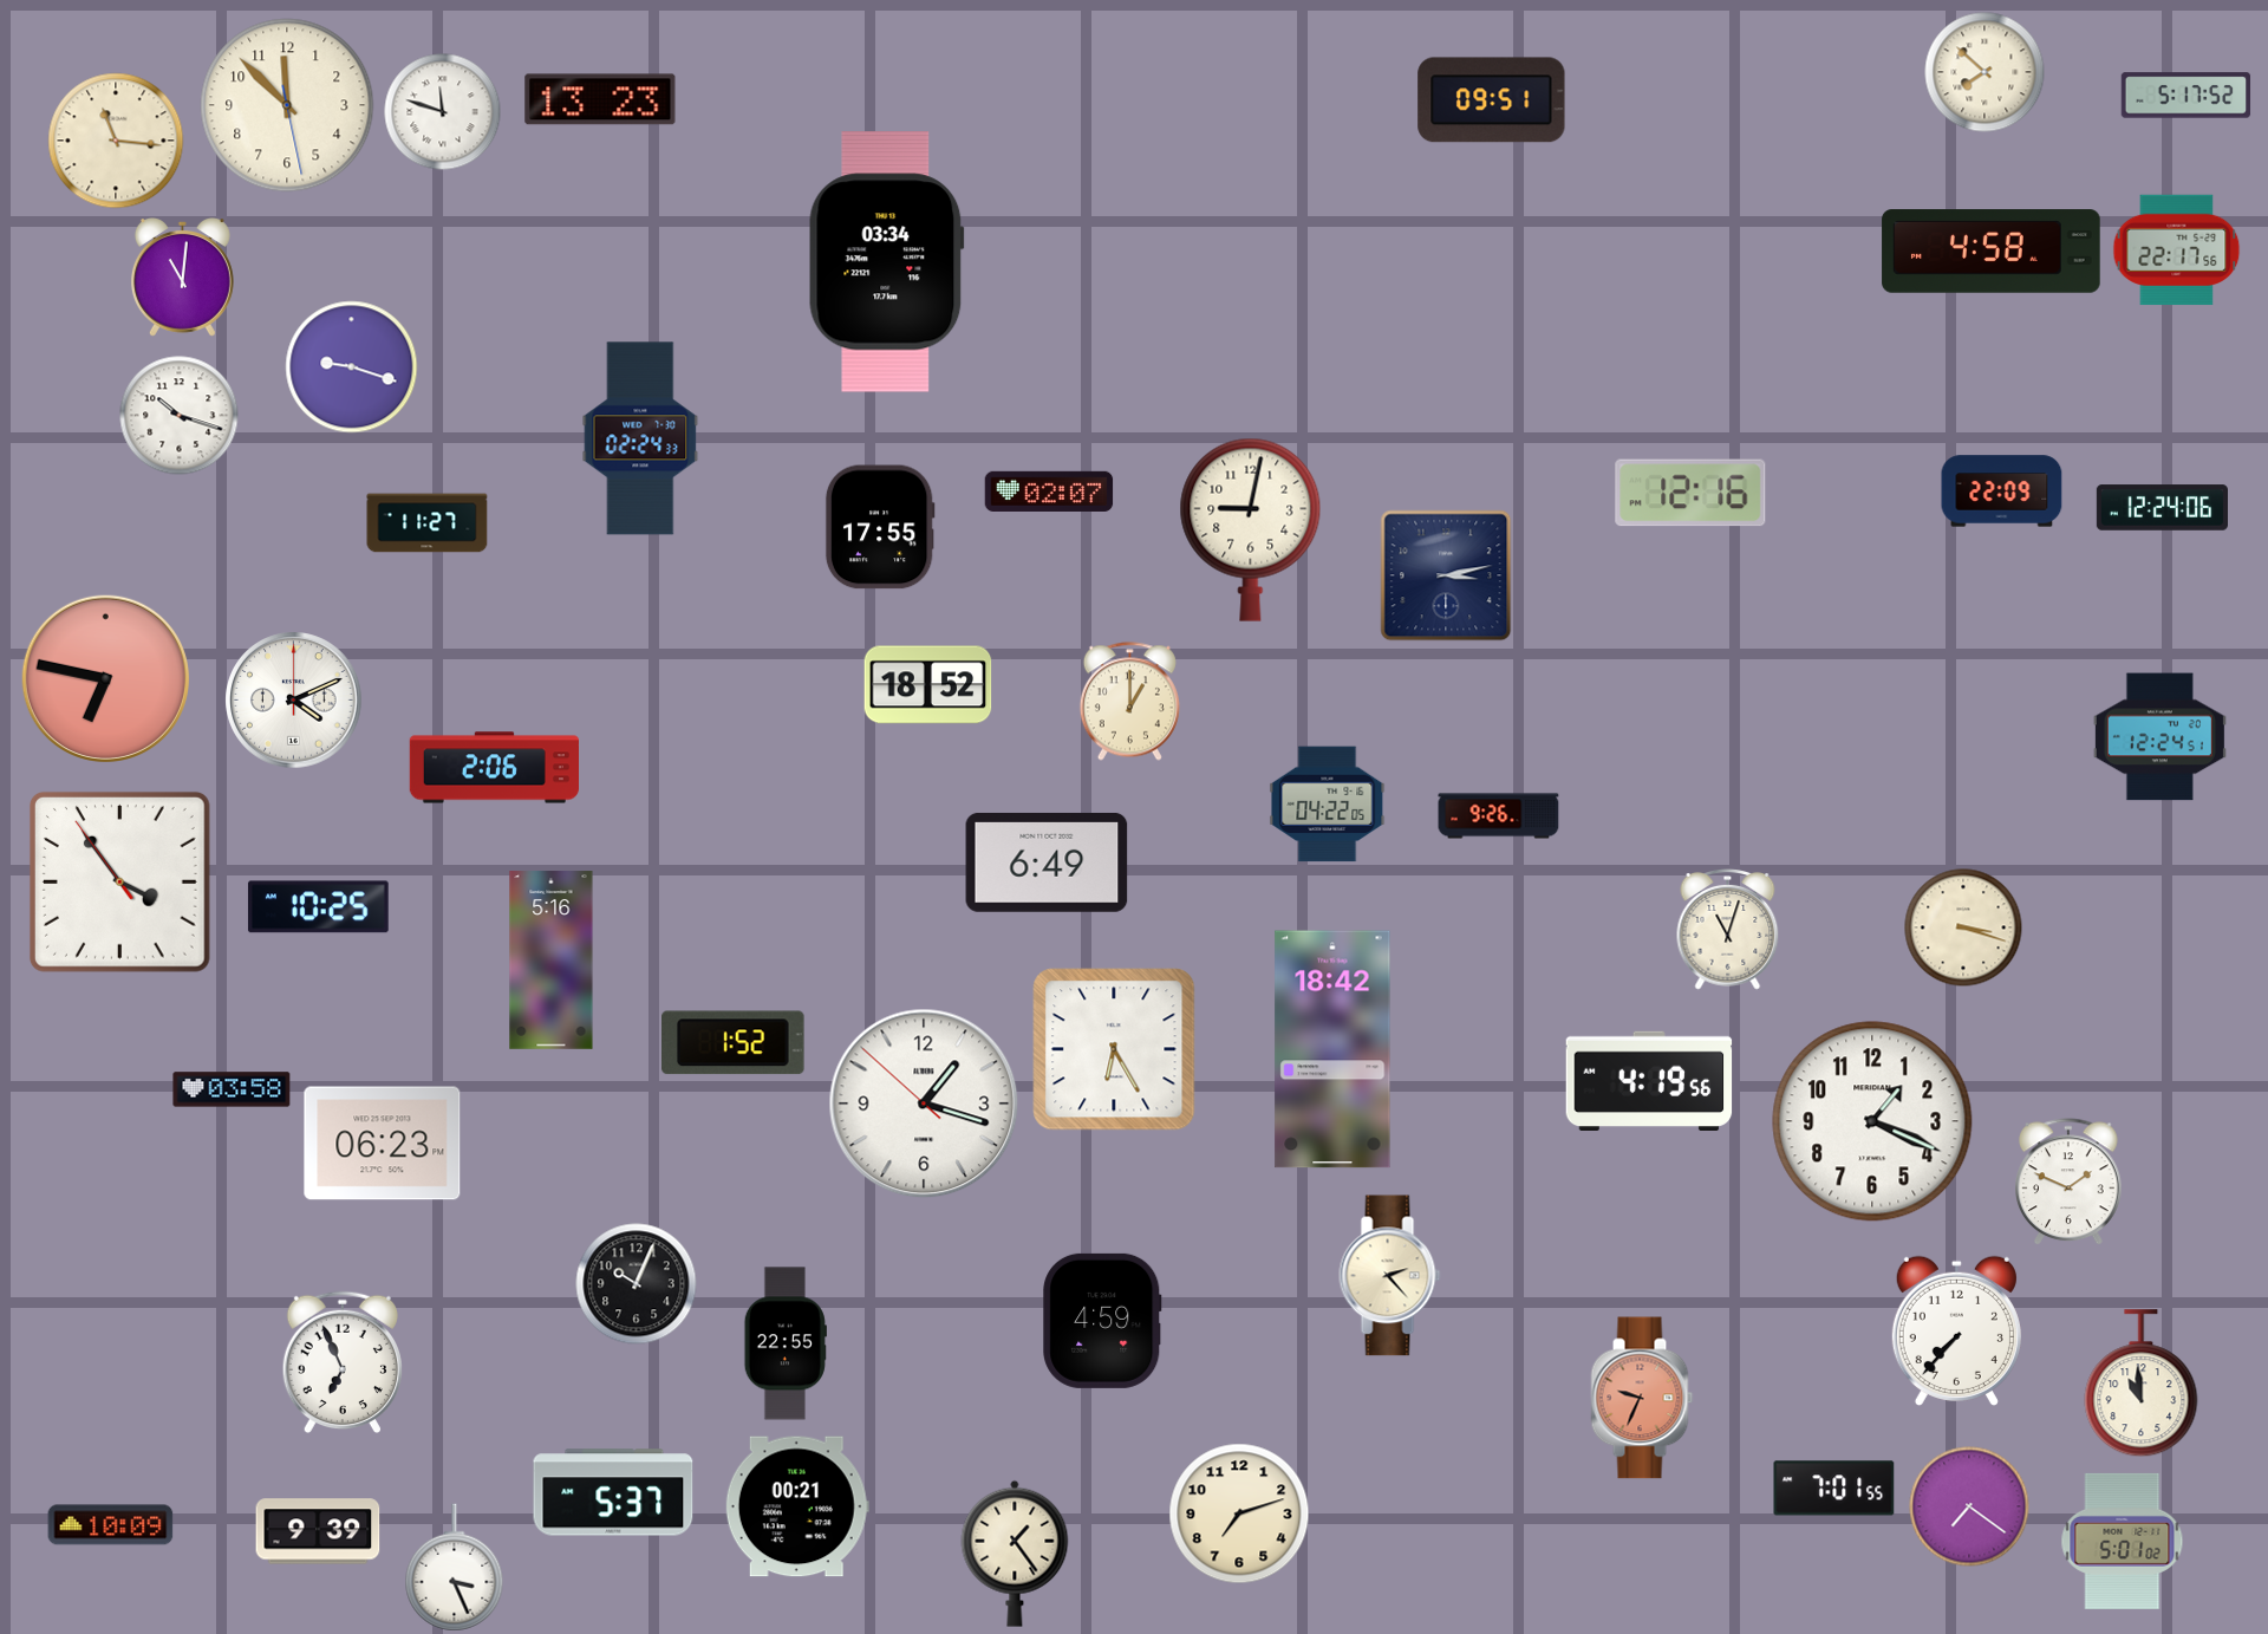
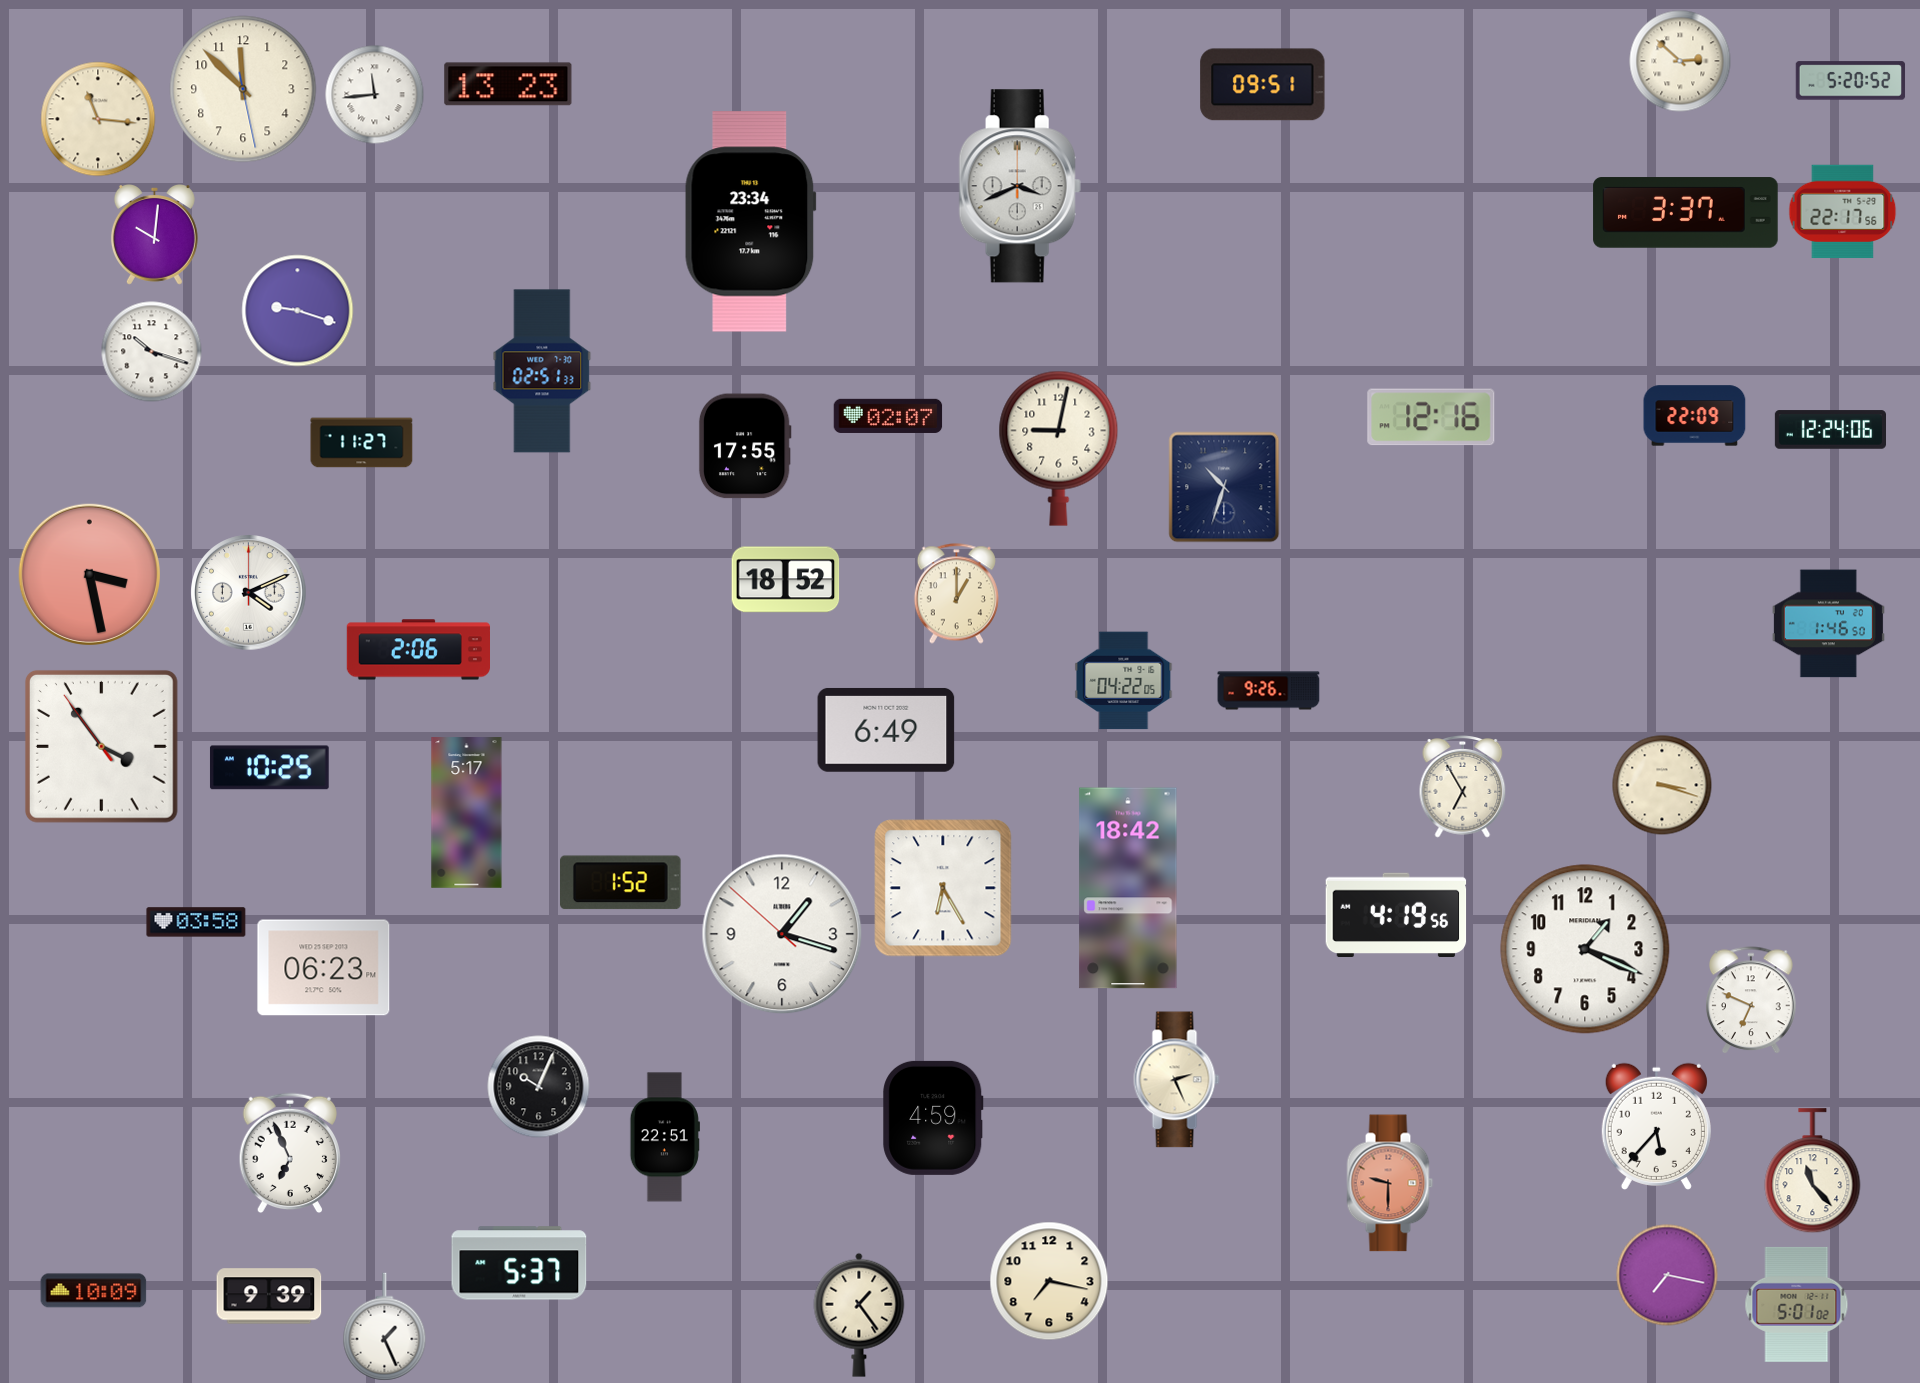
clock at (1984, 72): 7:52 -> 2:52
clock at (2186, 96): 5:17 -> 5:20
clock at (443, 112): 11:48 -> 11:44
clock at (1020, 186): none -> 3:41
clock at (1992, 252): 4:58 -> 3:37
clock at (886, 262): 03:34 -> 23:34
clock at (182, 278): 11:01 -> 10:01
clock at (640, 438): 02:24 -> 02:51
clock at (1446, 575): 3:13 -> 10:33
clock at (105, 678): 6:47 -> 3:28
clock at (2159, 737): 12:24 -> 1:46
clock at (1728, 930): 11:03 -> 6:55
clock at (552, 961): 5:16 -> 5:17
clock at (2070, 1183): 1:49 -> 6:49
clock at (1390, 1276): 2:23 -> 2:26
clock at (1956, 1330): 7:37 -> 5:37
clock at (786, 1343): 22:55 -> 22:51
clock at (2142, 1384): 10:59 -> 11:23
clock at (1642, 1398): 9:34 -> 9:30
clock at (1834, 1489): 7:01 -> none
clock at (797, 1506): 00:21 -> none
clock at (1969, 1506): 7:21 -> 7:17
clock at (1239, 1513): 7:12 -> 7:17
clock at (455, 1568): 3:26 -> 1:26
